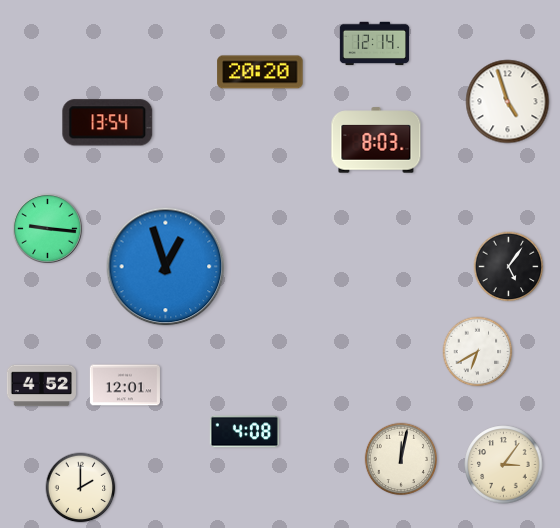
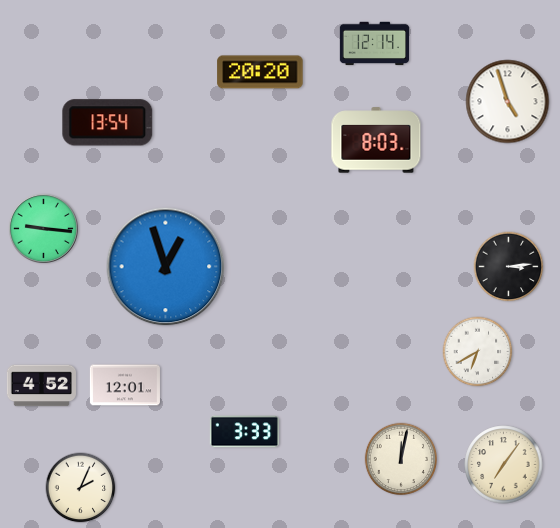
clock at (47, 228) position: (47, 228) -> (43, 228)
clock at (509, 267): 5:06 -> 3:14
clock at (244, 432): 4:08 -> 3:33
clock at (504, 465): 3:06 -> 7:06
clock at (81, 488): 2:00 -> 2:04
